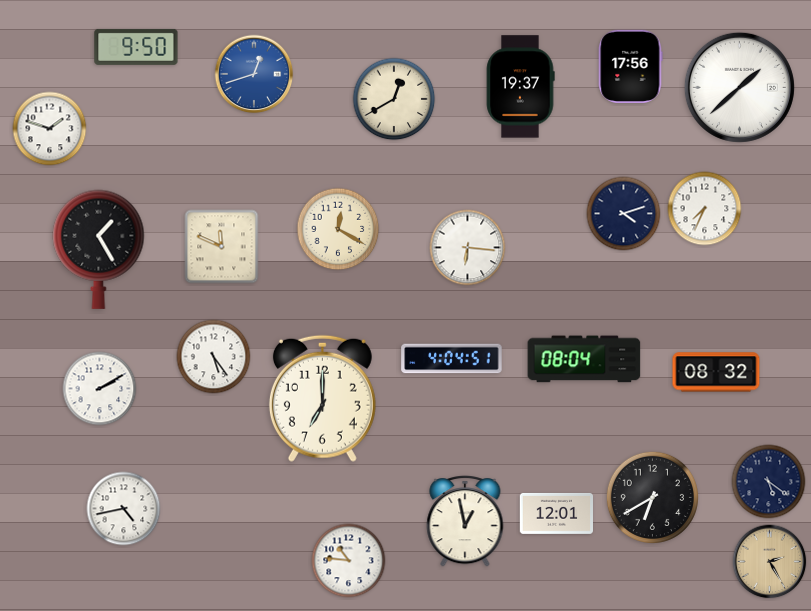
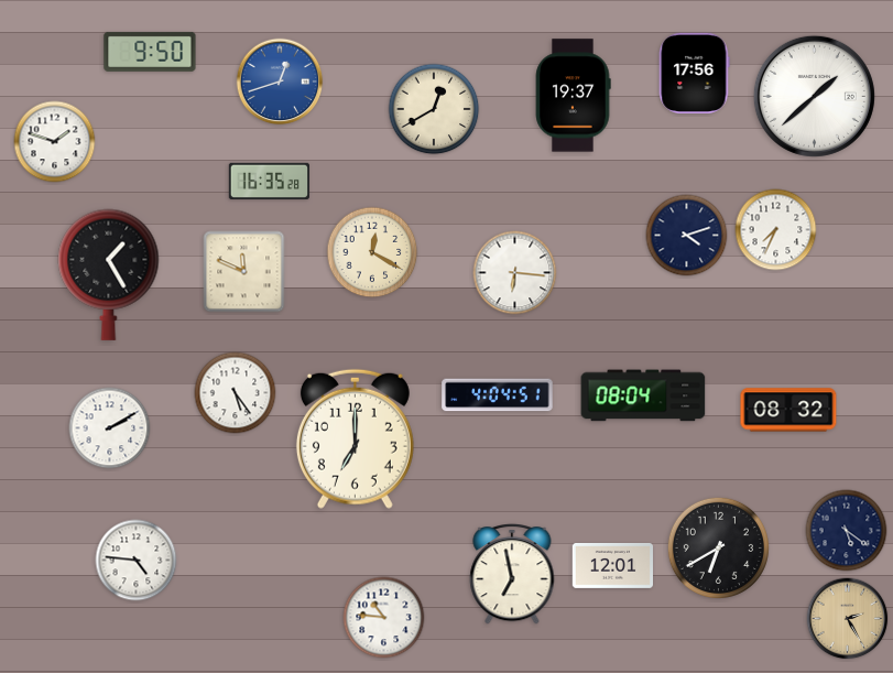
clock at (269, 181): none -> 16:35
clock at (124, 509): 4:43 -> 4:46
clock at (465, 522): 12:58 -> 6:58
